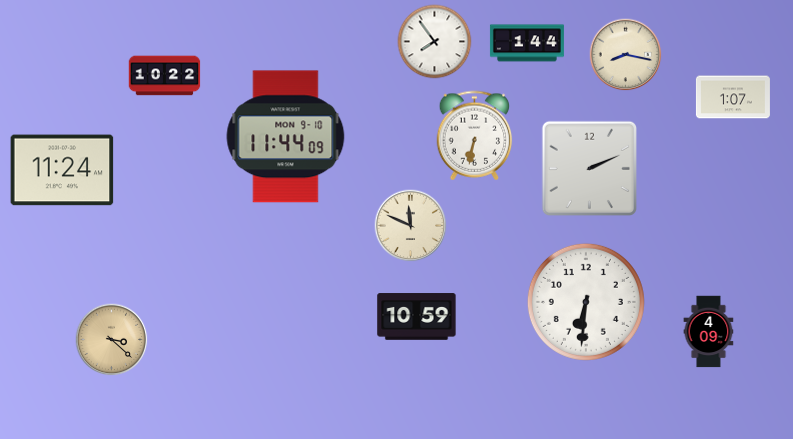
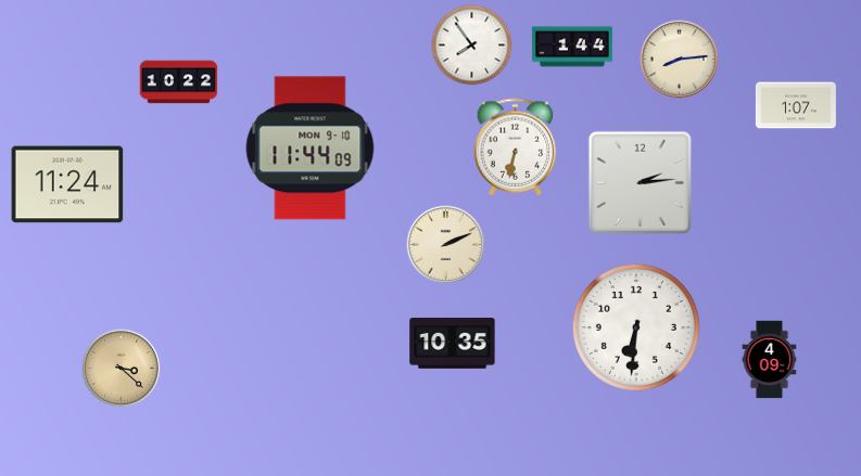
clock at (626, 55): 8:17 -> 8:14
clock at (589, 168): 2:11 -> 2:14
clock at (411, 226): 11:49 -> 2:11
clock at (417, 317): 10:59 -> 10:35
